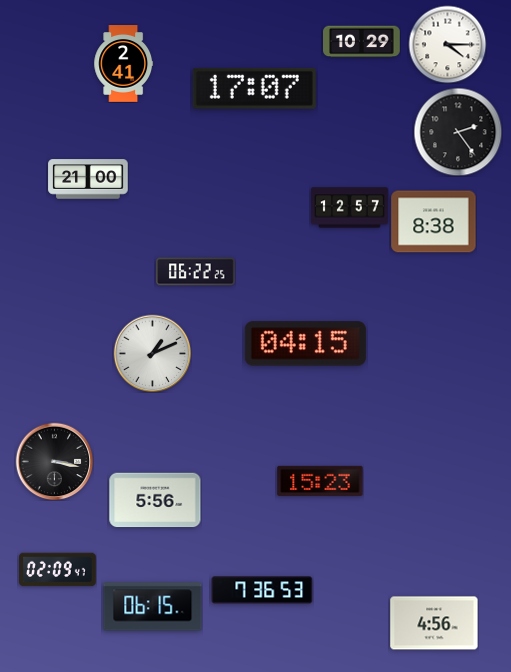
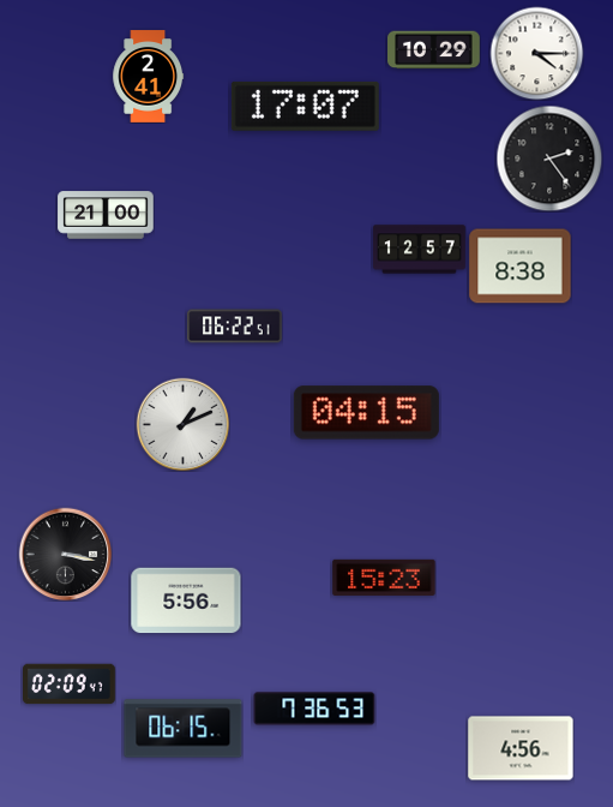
clock at (196, 272): 06:22:25 -> 06:22:51
